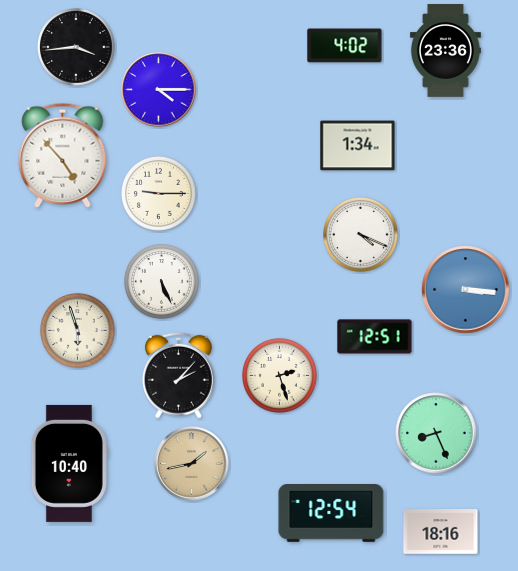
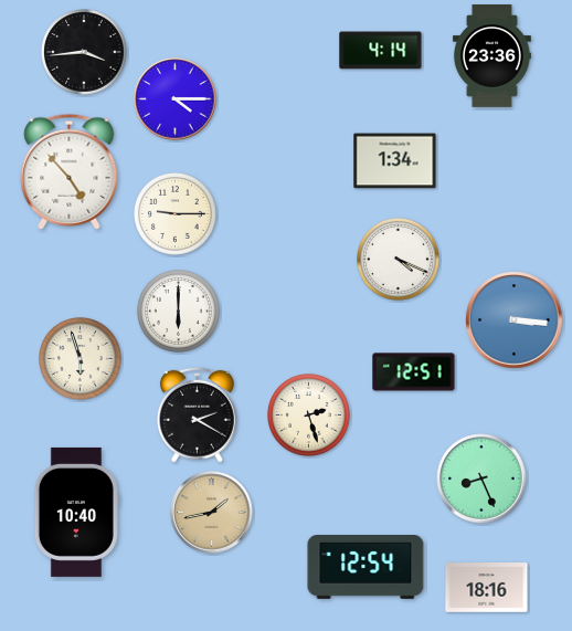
clock at (345, 46): 4:02 -> 4:14
clock at (162, 282): 5:26 -> 6:00
clock at (78, 331) position: (78, 331) -> (81, 359)
clock at (179, 375): 2:07 -> 2:20
